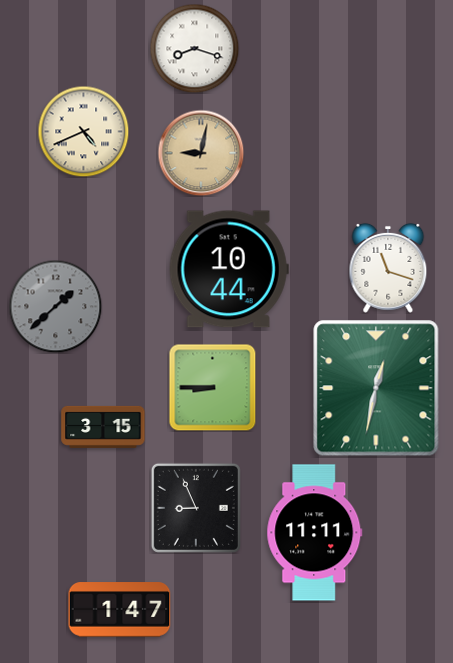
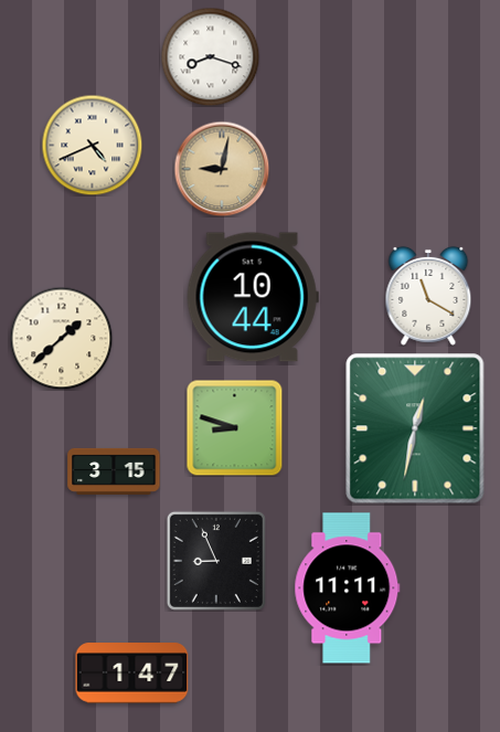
clock at (194, 48) position: (194, 48) -> (210, 56)
clock at (388, 268): 11:18 -> 11:20
clock at (55, 306) dial: grey -> cream
clock at (212, 387): 8:45 -> 8:48
